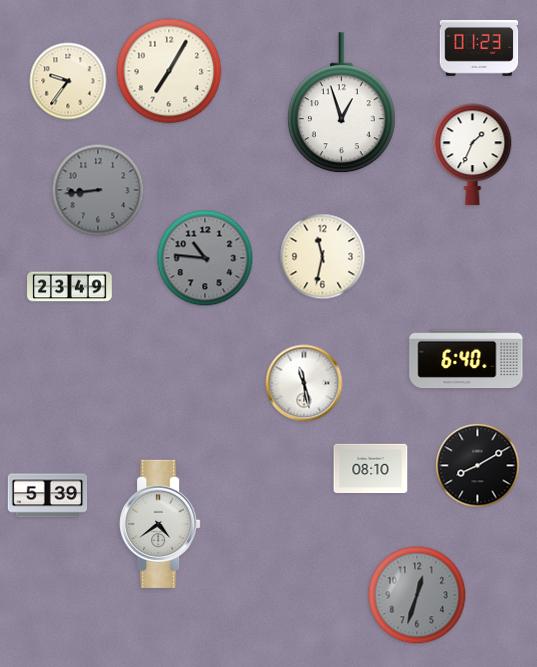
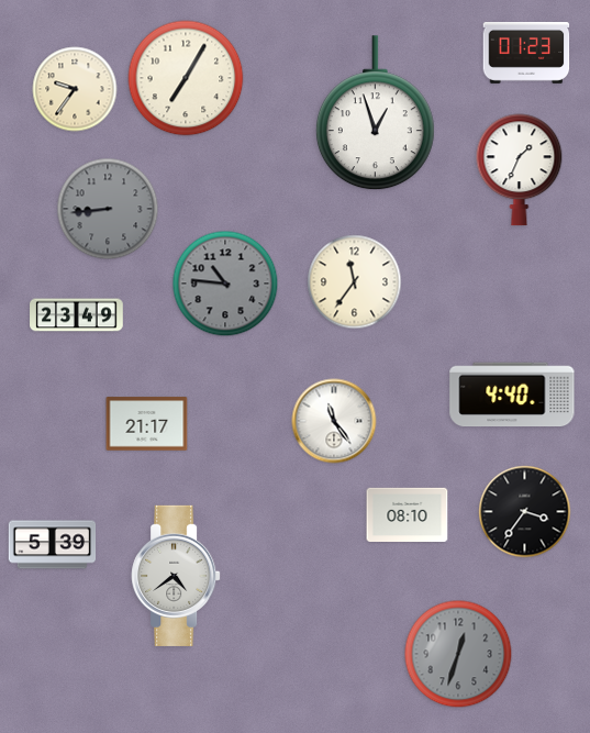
clock at (323, 257): 11:32 -> 11:36
clock at (466, 359): 6:40 -> 4:40
clock at (304, 383): 11:28 -> 11:24
clock at (147, 424): none -> 21:17
clock at (478, 466): 8:10 -> 3:36
